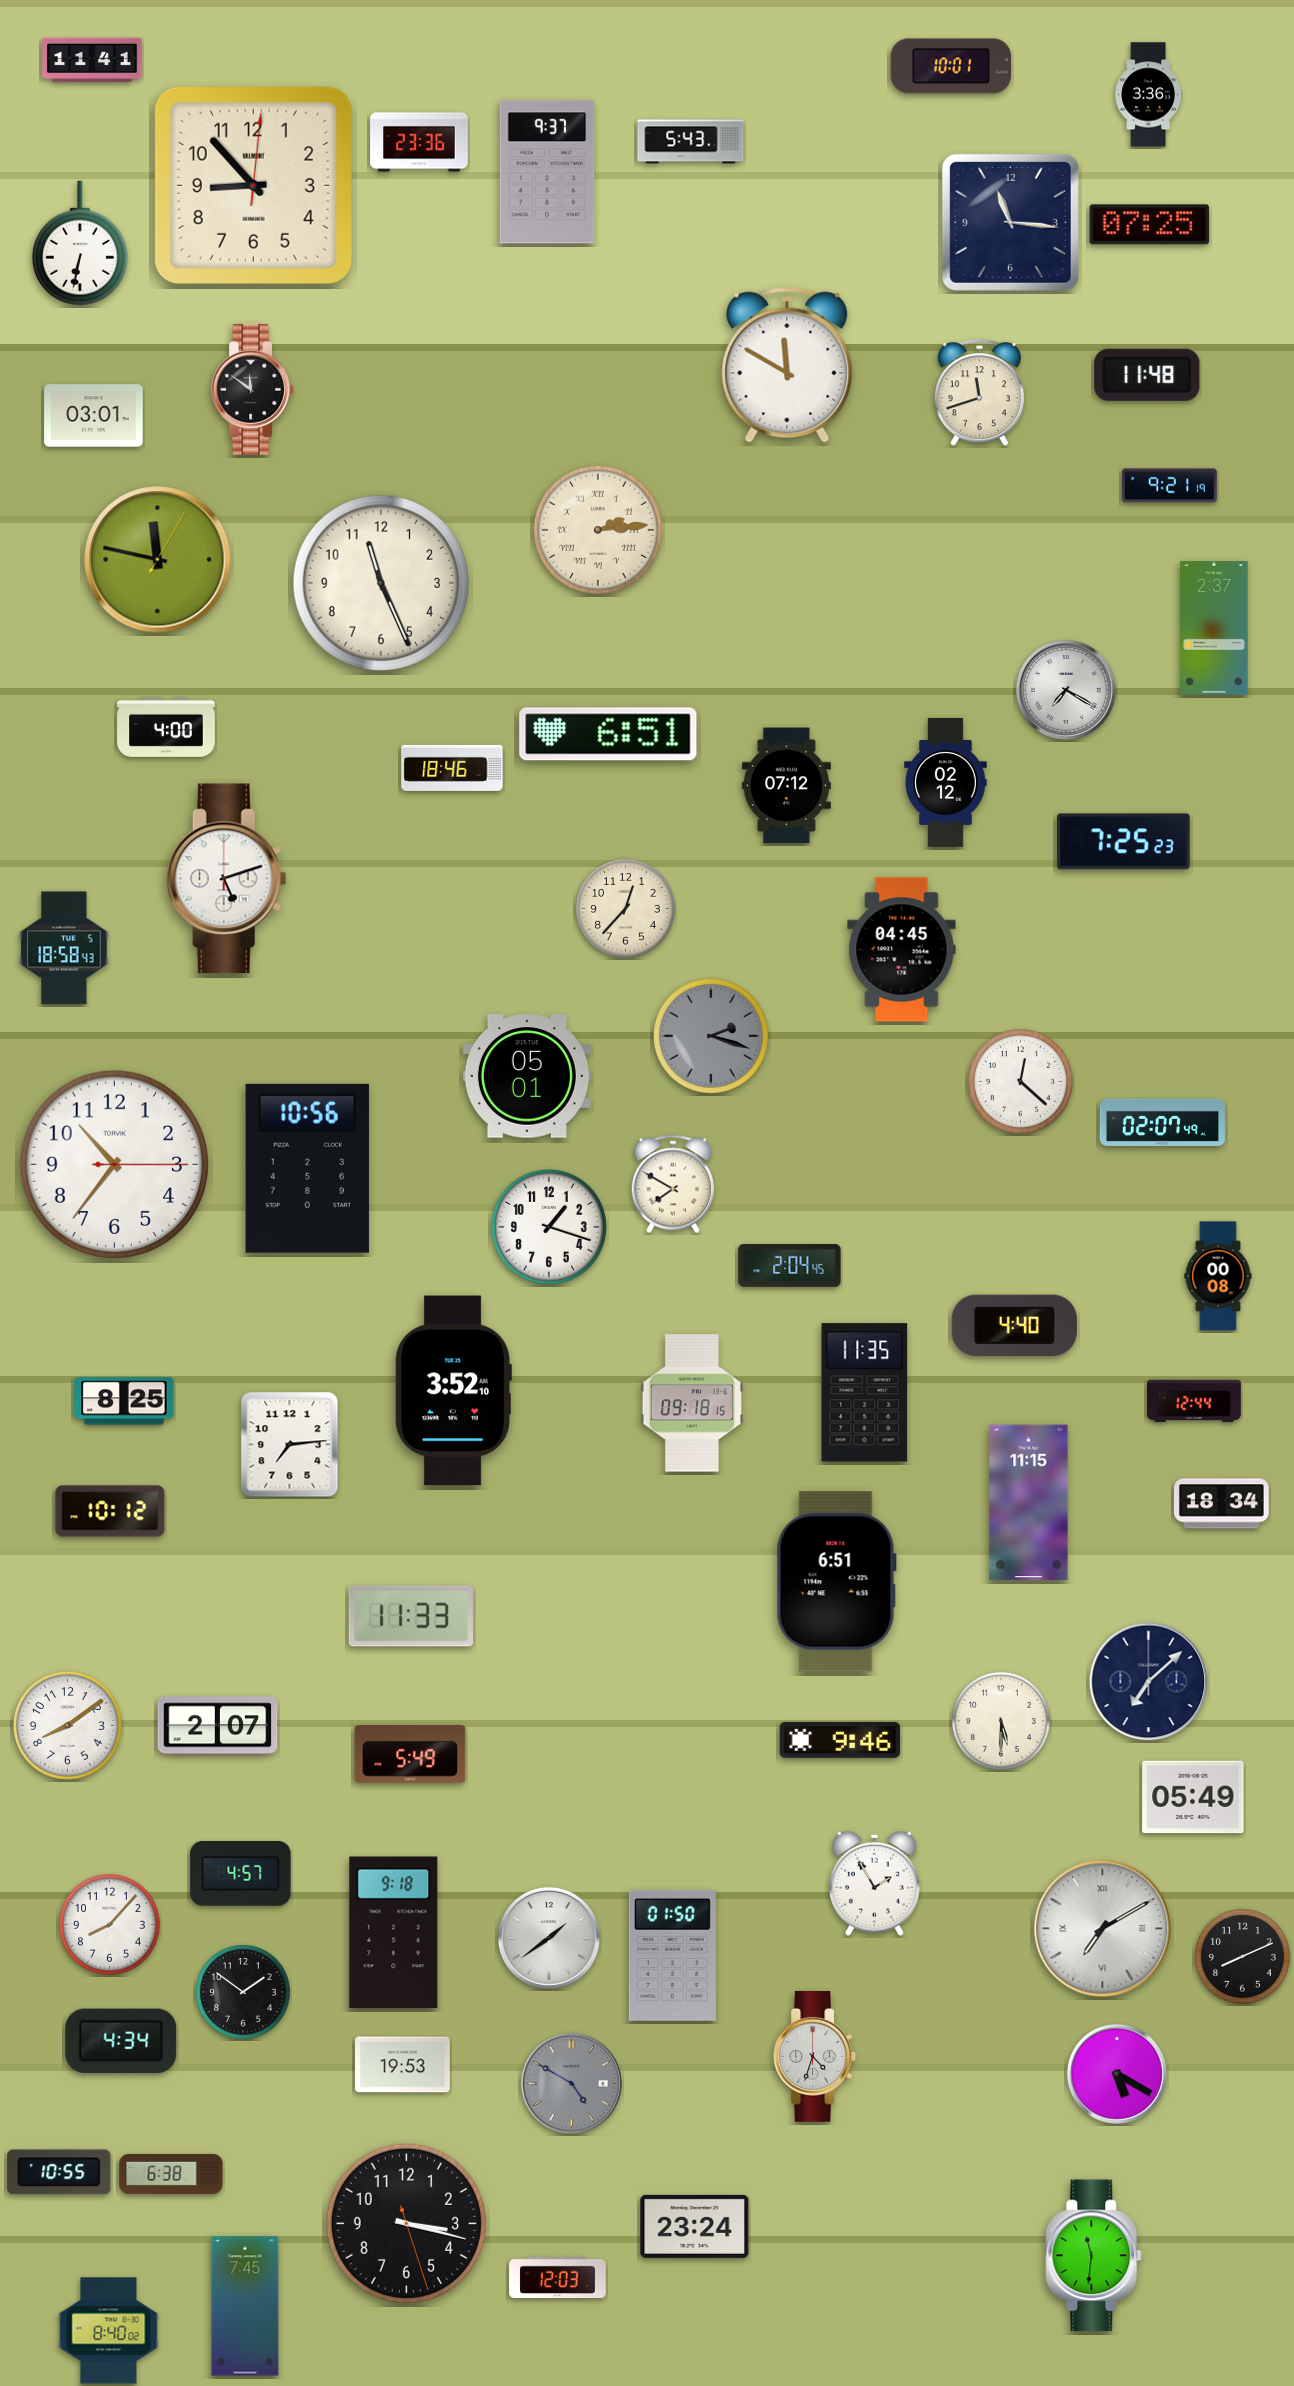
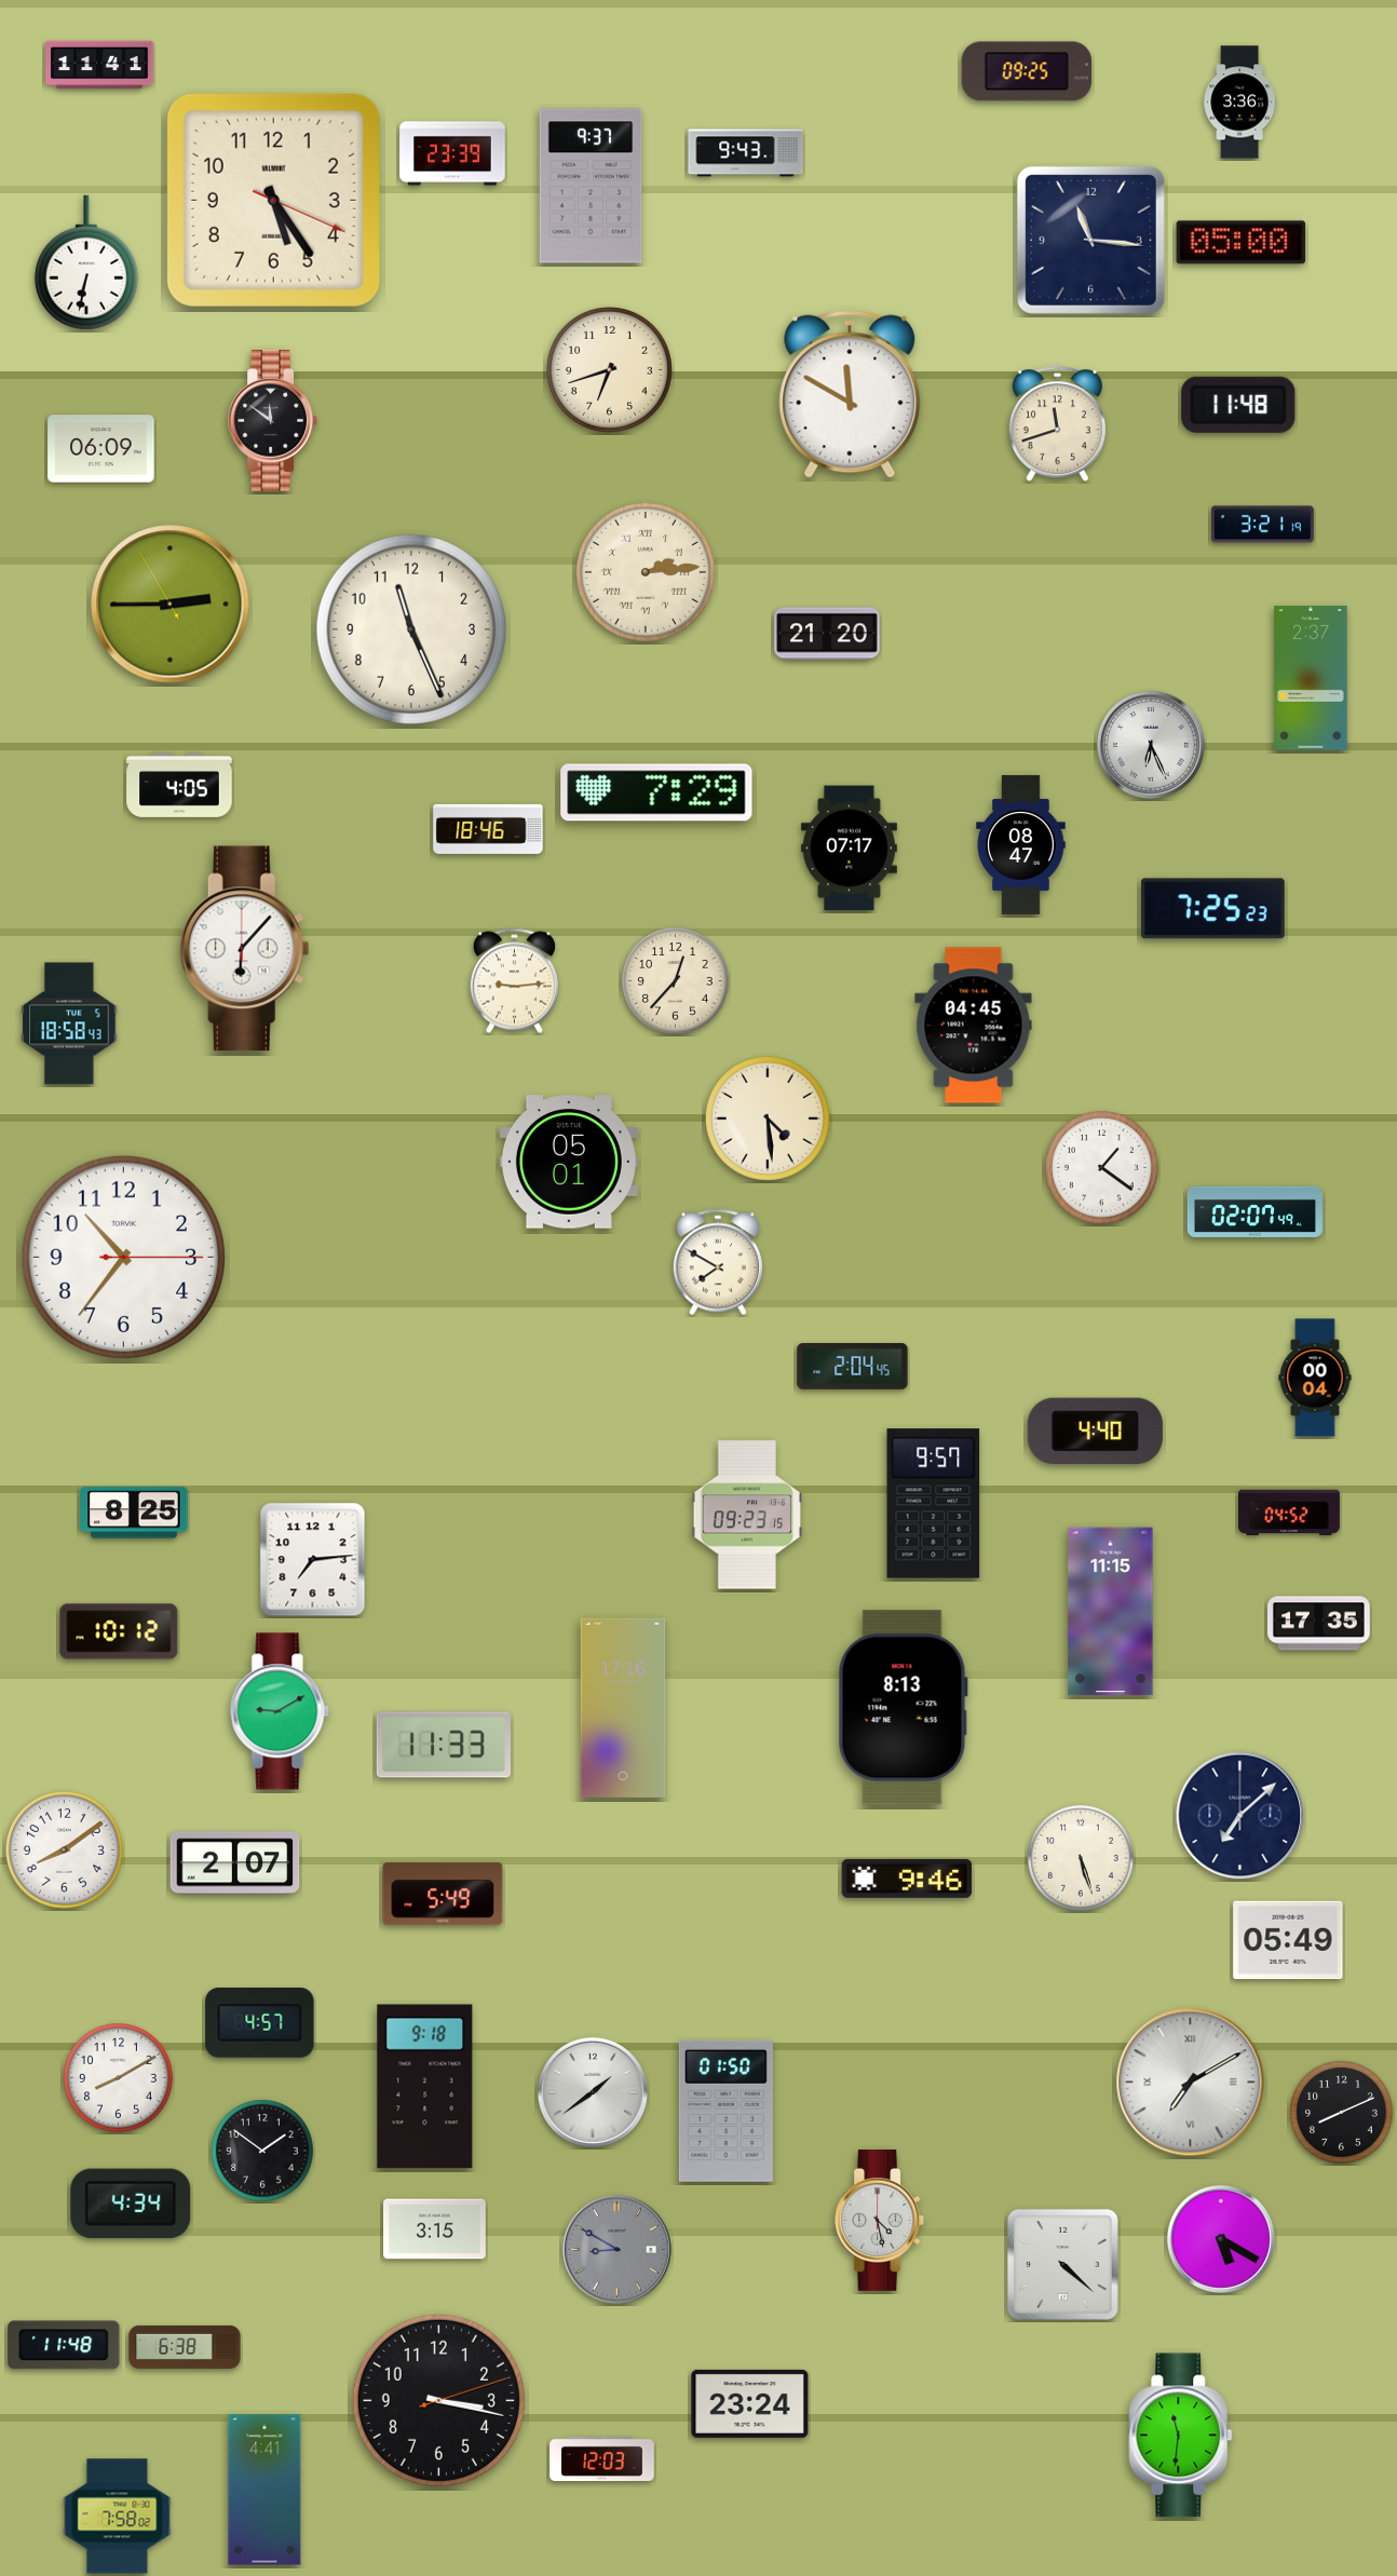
clock at (951, 66): 10:01 -> 09:25
clock at (419, 142): 23:36 -> 23:39
clock at (691, 142): 5:43 -> 9:43
clock at (253, 185): 8:53 -> 5:24
clock at (1150, 225): 07:25 -> 05:00
clock at (609, 369): none -> 6:42
clock at (94, 416): 03:01 -> 06:09
clock at (1170, 486): 9:21 -> 3:21
clock at (158, 560): 11:47 -> 2:44
clock at (827, 634): none -> 21:20
clock at (1066, 690): 7:20 -> 6:26
clock at (166, 728): 4:00 -> 4:05
clock at (608, 734): 6:51 -> 7:29
clock at (946, 782): 02:12 -> 08:47
clock at (786, 786): 07:12 -> 07:17
clock at (226, 879): 5:12 -> 6:07
clock at (514, 981): none -> 9:14
clock at (711, 1036): 2:18 -> 4:29
clock at (711, 1036) dial: grey -> cream
clock at (1021, 1082): 12:22 -> 1:21
clock at (307, 1168): 10:56 -> none
clock at (672, 1184) position: (672, 1184) -> (717, 1262)
clock at (549, 1227): 1:18 -> none
clock at (1218, 1276): 00:08 -> 00:04
clock at (453, 1391): 3:52 -> none
clock at (865, 1393): 11:35 -> 9:57
clock at (1194, 1401): 12:44 -> 04:52
clock at (692, 1403): 09:18 -> 09:23
clock at (1029, 1503) position: (1029, 1503) -> (1111, 1612)
clock at (1222, 1504): 18:34 -> 17:35
clock at (623, 1708): none -> 17:16
clock at (836, 1582): 6:51 -> 8:13
clock at (280, 1711): none -> 9:10
clock at (1001, 1721): 5:30 -> 5:27
clock at (67, 1725) position: (67, 1725) -> (64, 1849)
clock at (875, 1883): 1:55 -> none
clock at (110, 1925): 8:07 -> 8:10
clock at (815, 2056): 4:33 -> 4:28
clock at (403, 2065): 19:53 -> 3:15
clock at (1117, 2074) position: (1117, 2074) -> (1221, 2239)
clock at (571, 2083): 4:50 -> 8:50
clock at (1063, 2265): none -> 4:22
clock at (59, 2172): 10:55 -> 11:48
clock at (406, 2223): 3:17:27 -> 3:17:12
clock at (245, 2306): 7:45 -> 4:41
clock at (109, 2331): 8:40 -> 7:58
